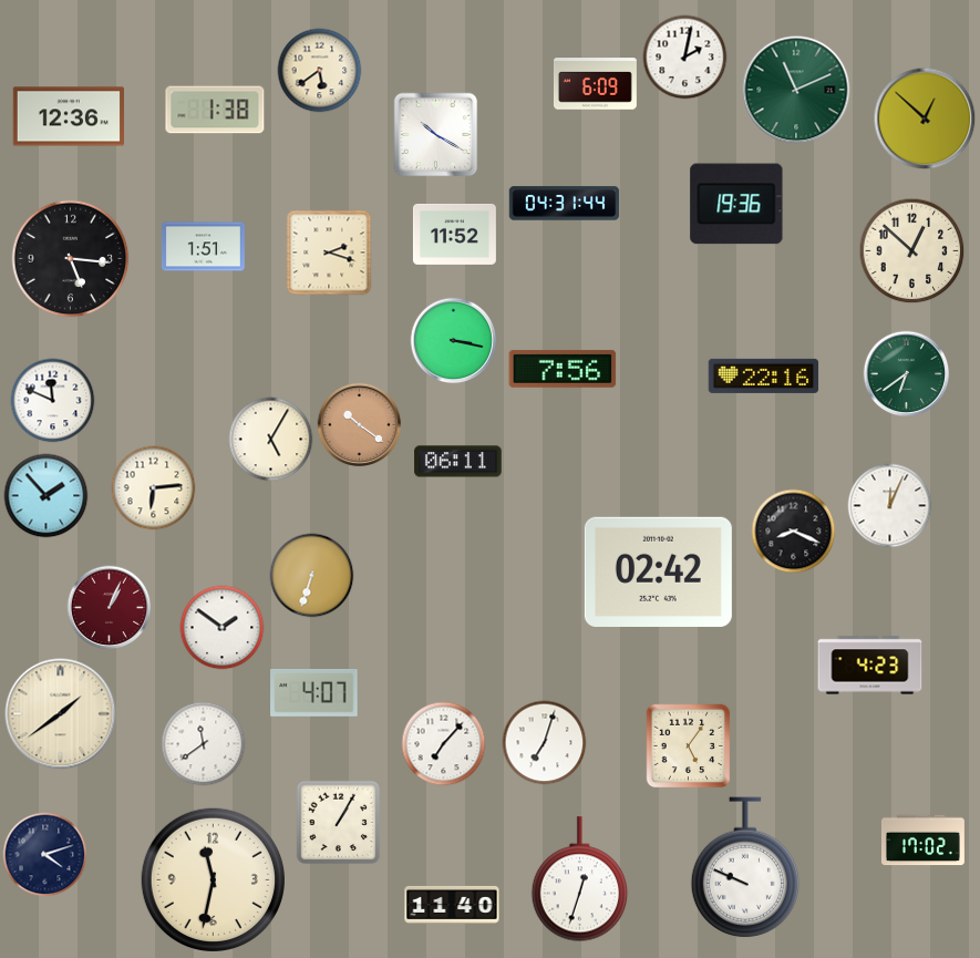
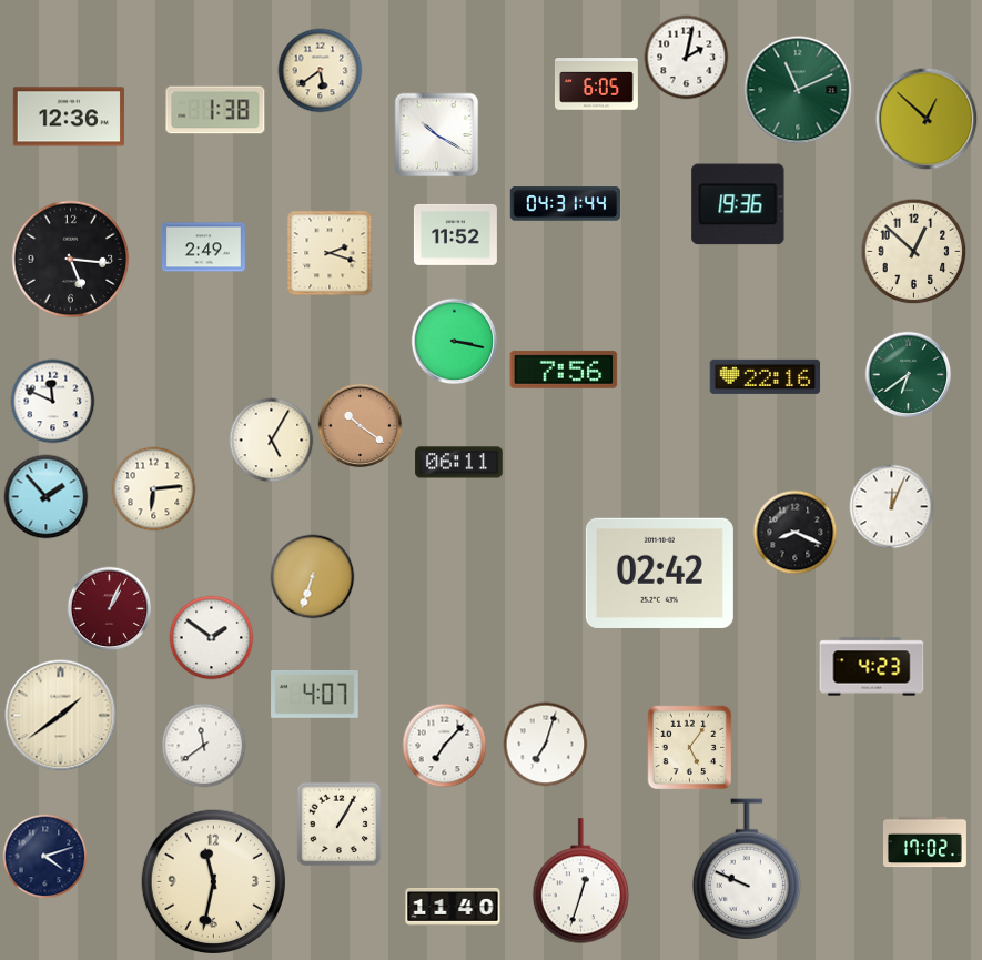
clock at (595, 84): 6:09 -> 6:05
clock at (203, 247): 1:51 -> 2:49
clock at (223, 628) position: (223, 628) -> (212, 638)
